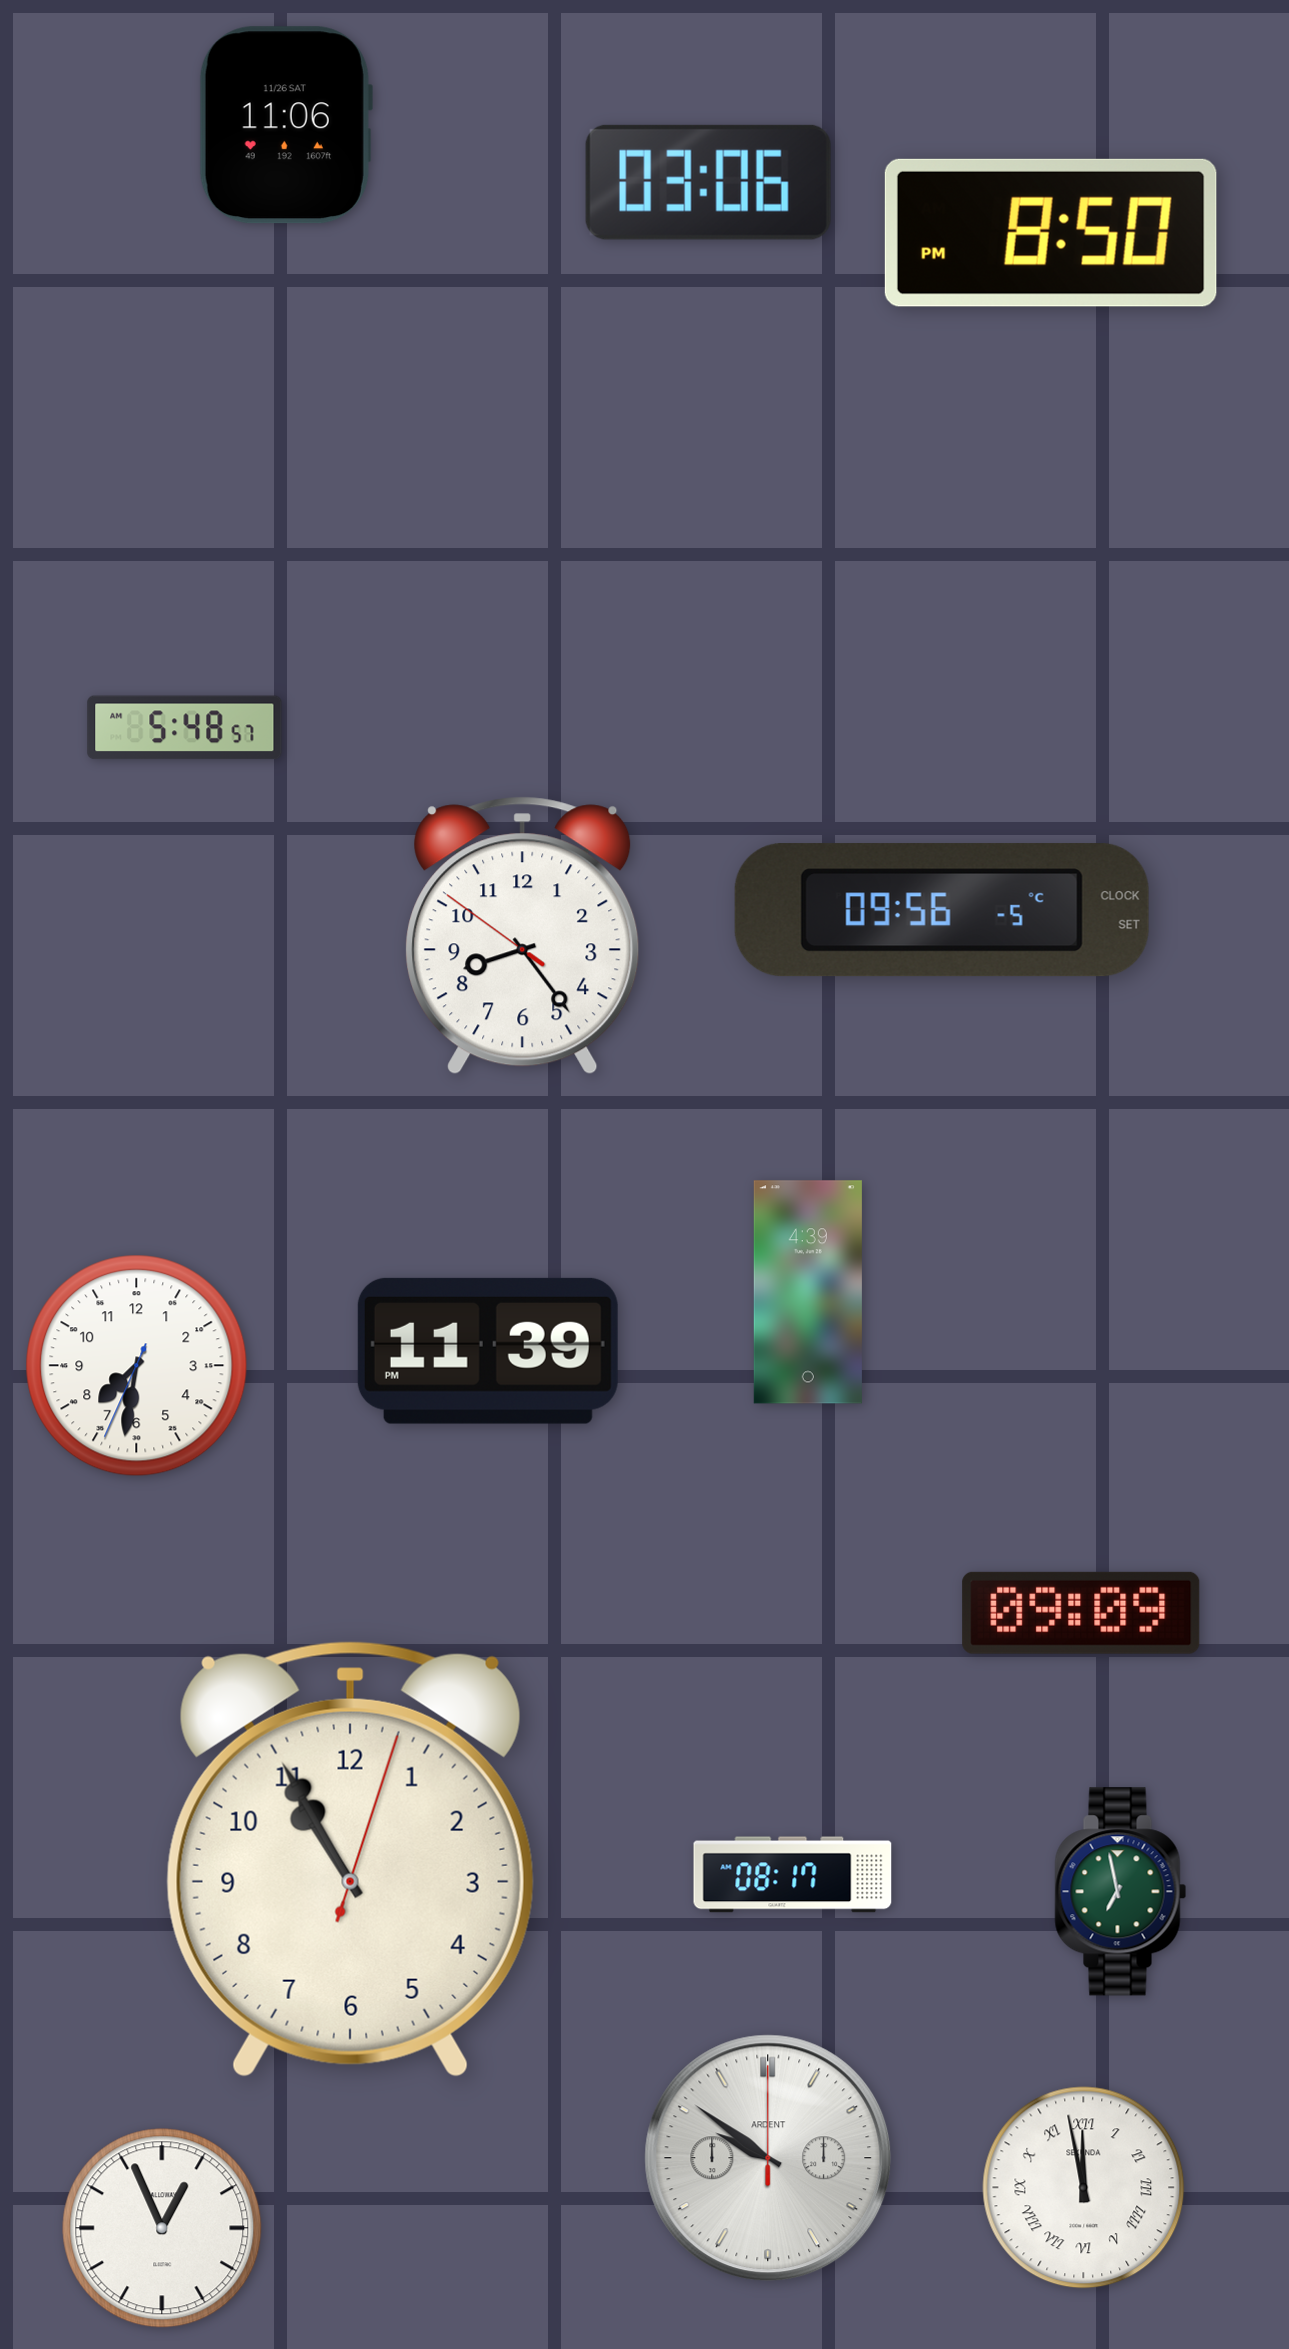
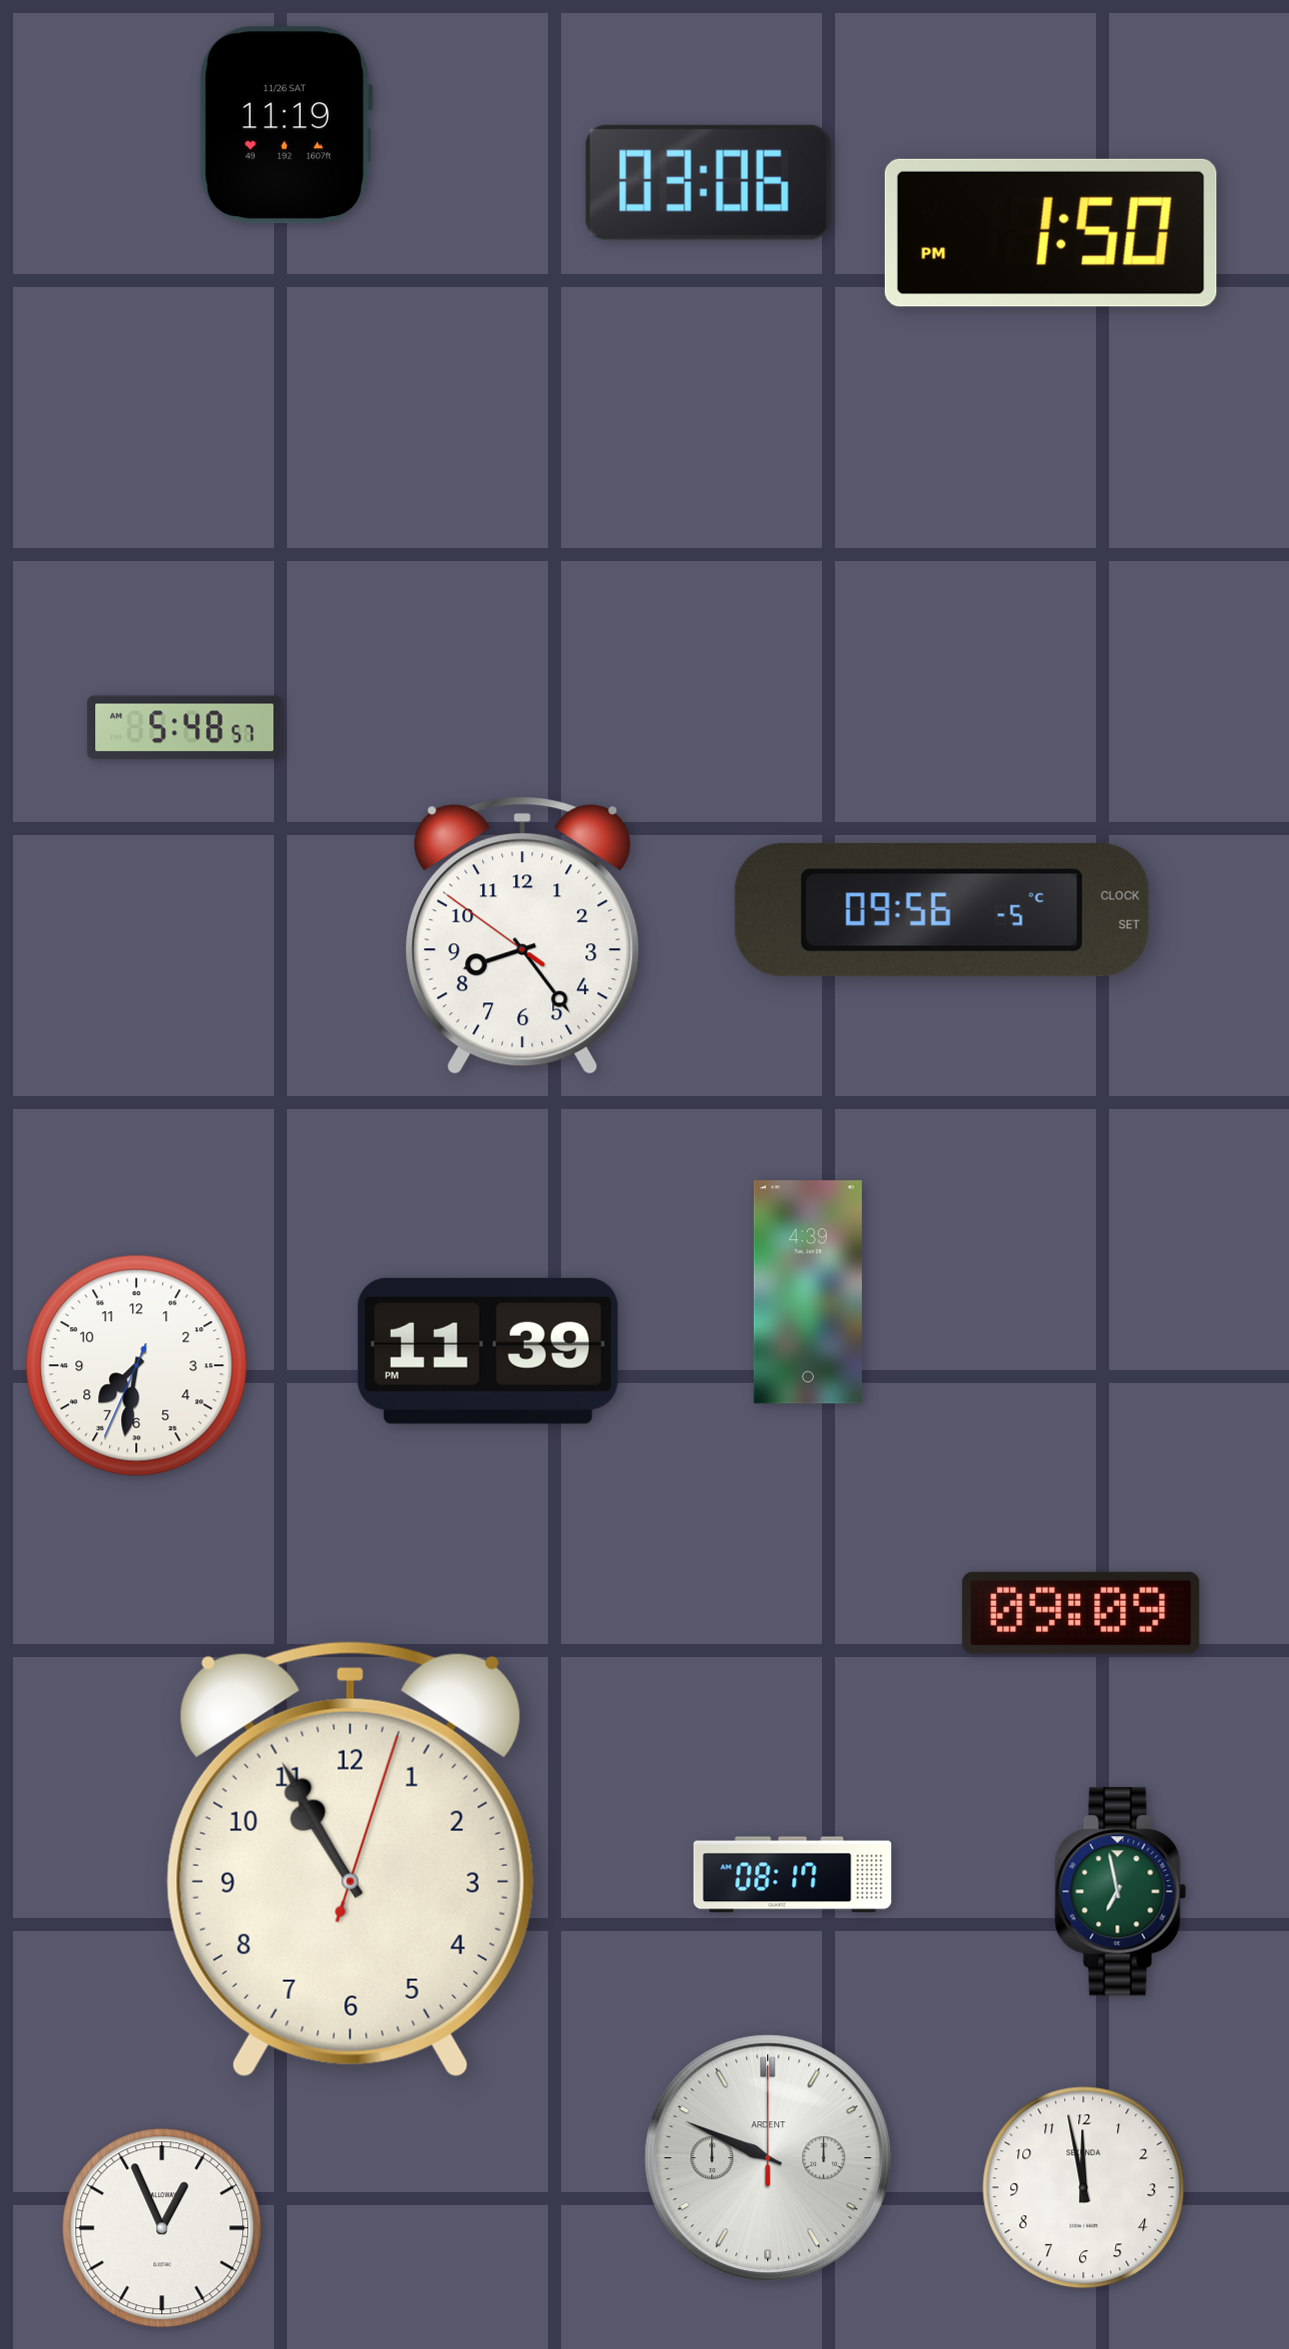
clock at (285, 125): 11:06 -> 11:19
clock at (1051, 233): 8:50 -> 1:50
clock at (768, 2158): 9:51 -> 9:49
clock at (1084, 2188) numerals: Roman -> Arabic
